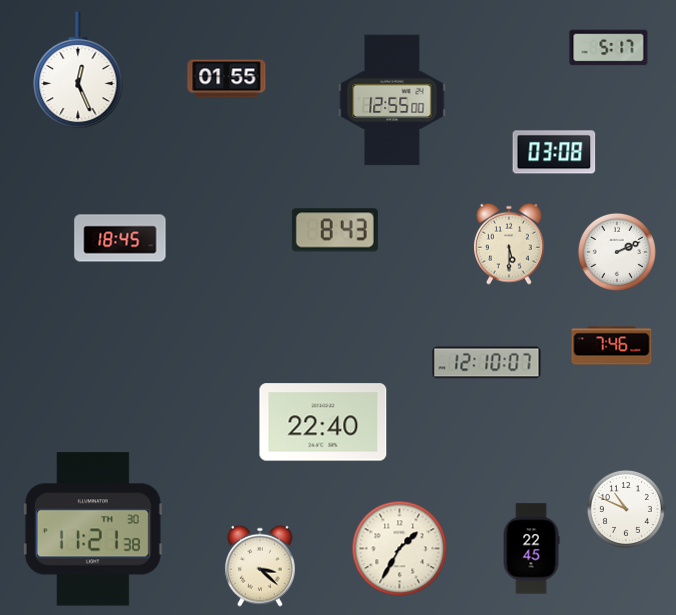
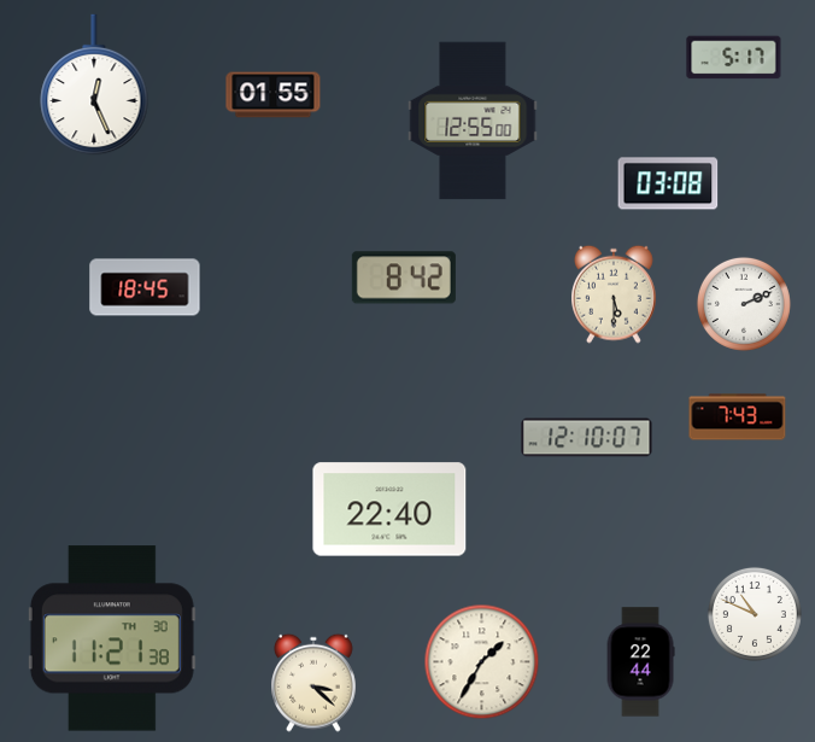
clock at (335, 230): 8:43 -> 8:42
clock at (612, 346): 7:46 -> 7:43
clock at (531, 549): 22:45 -> 22:44
